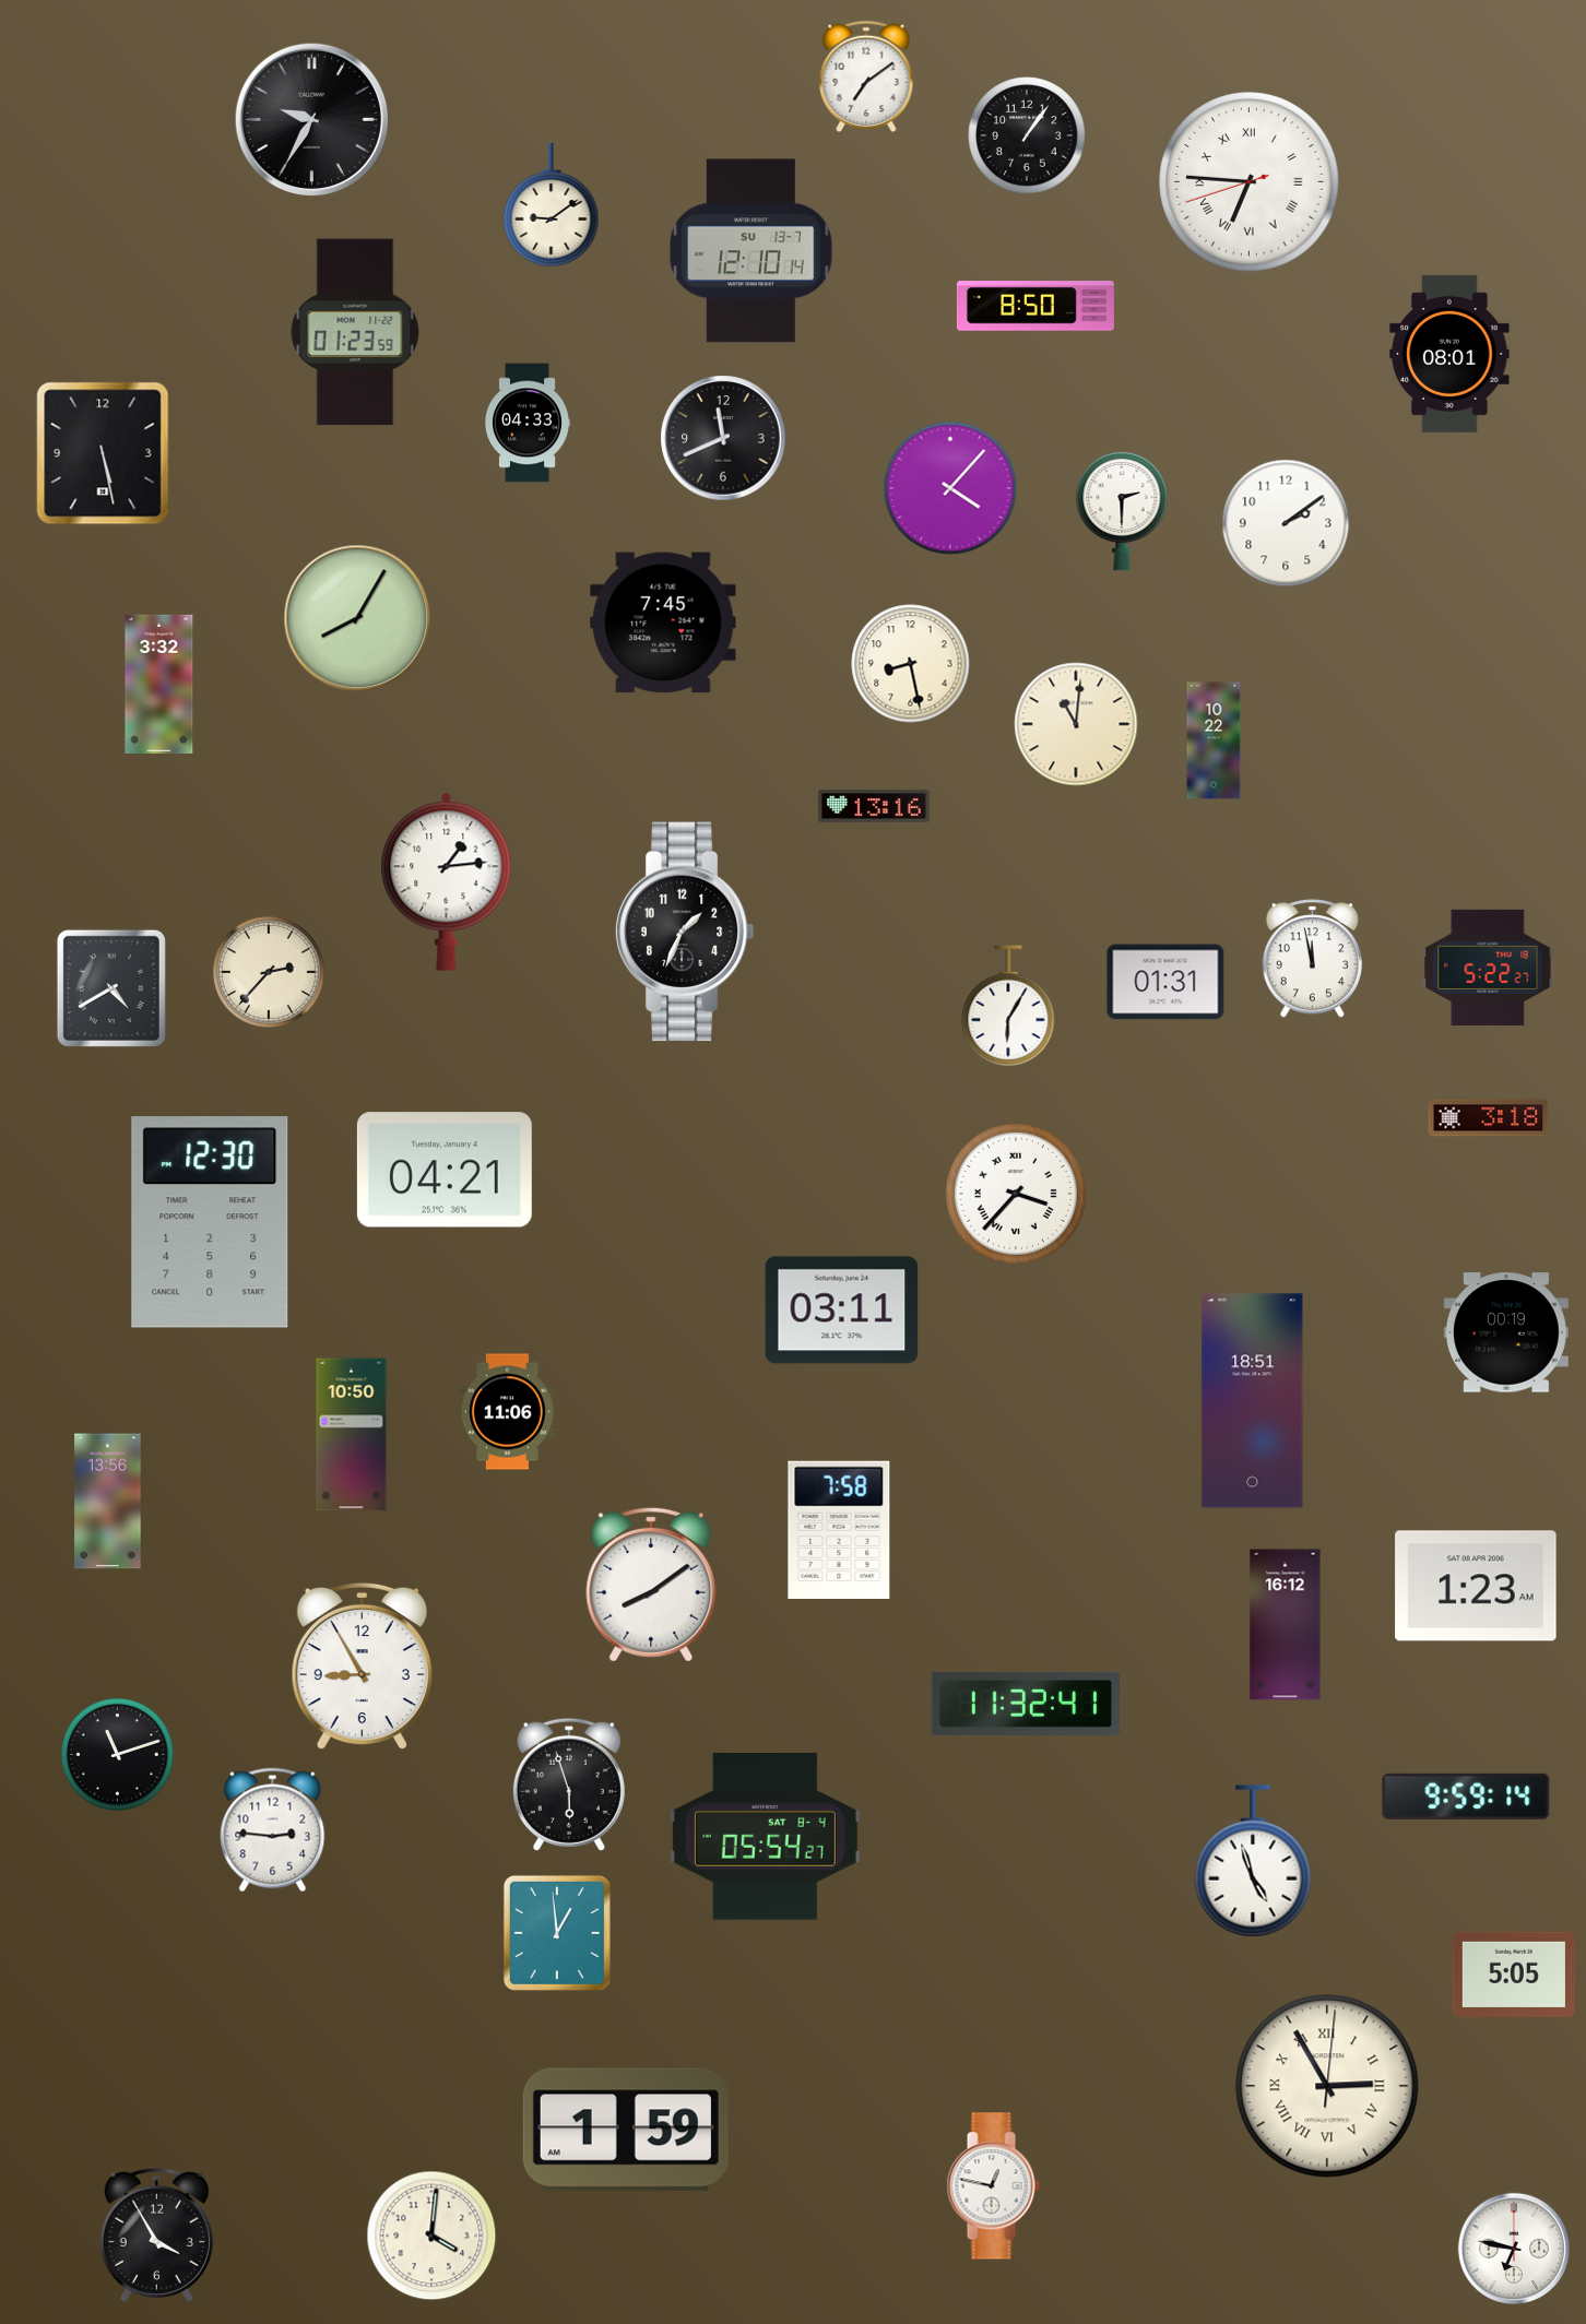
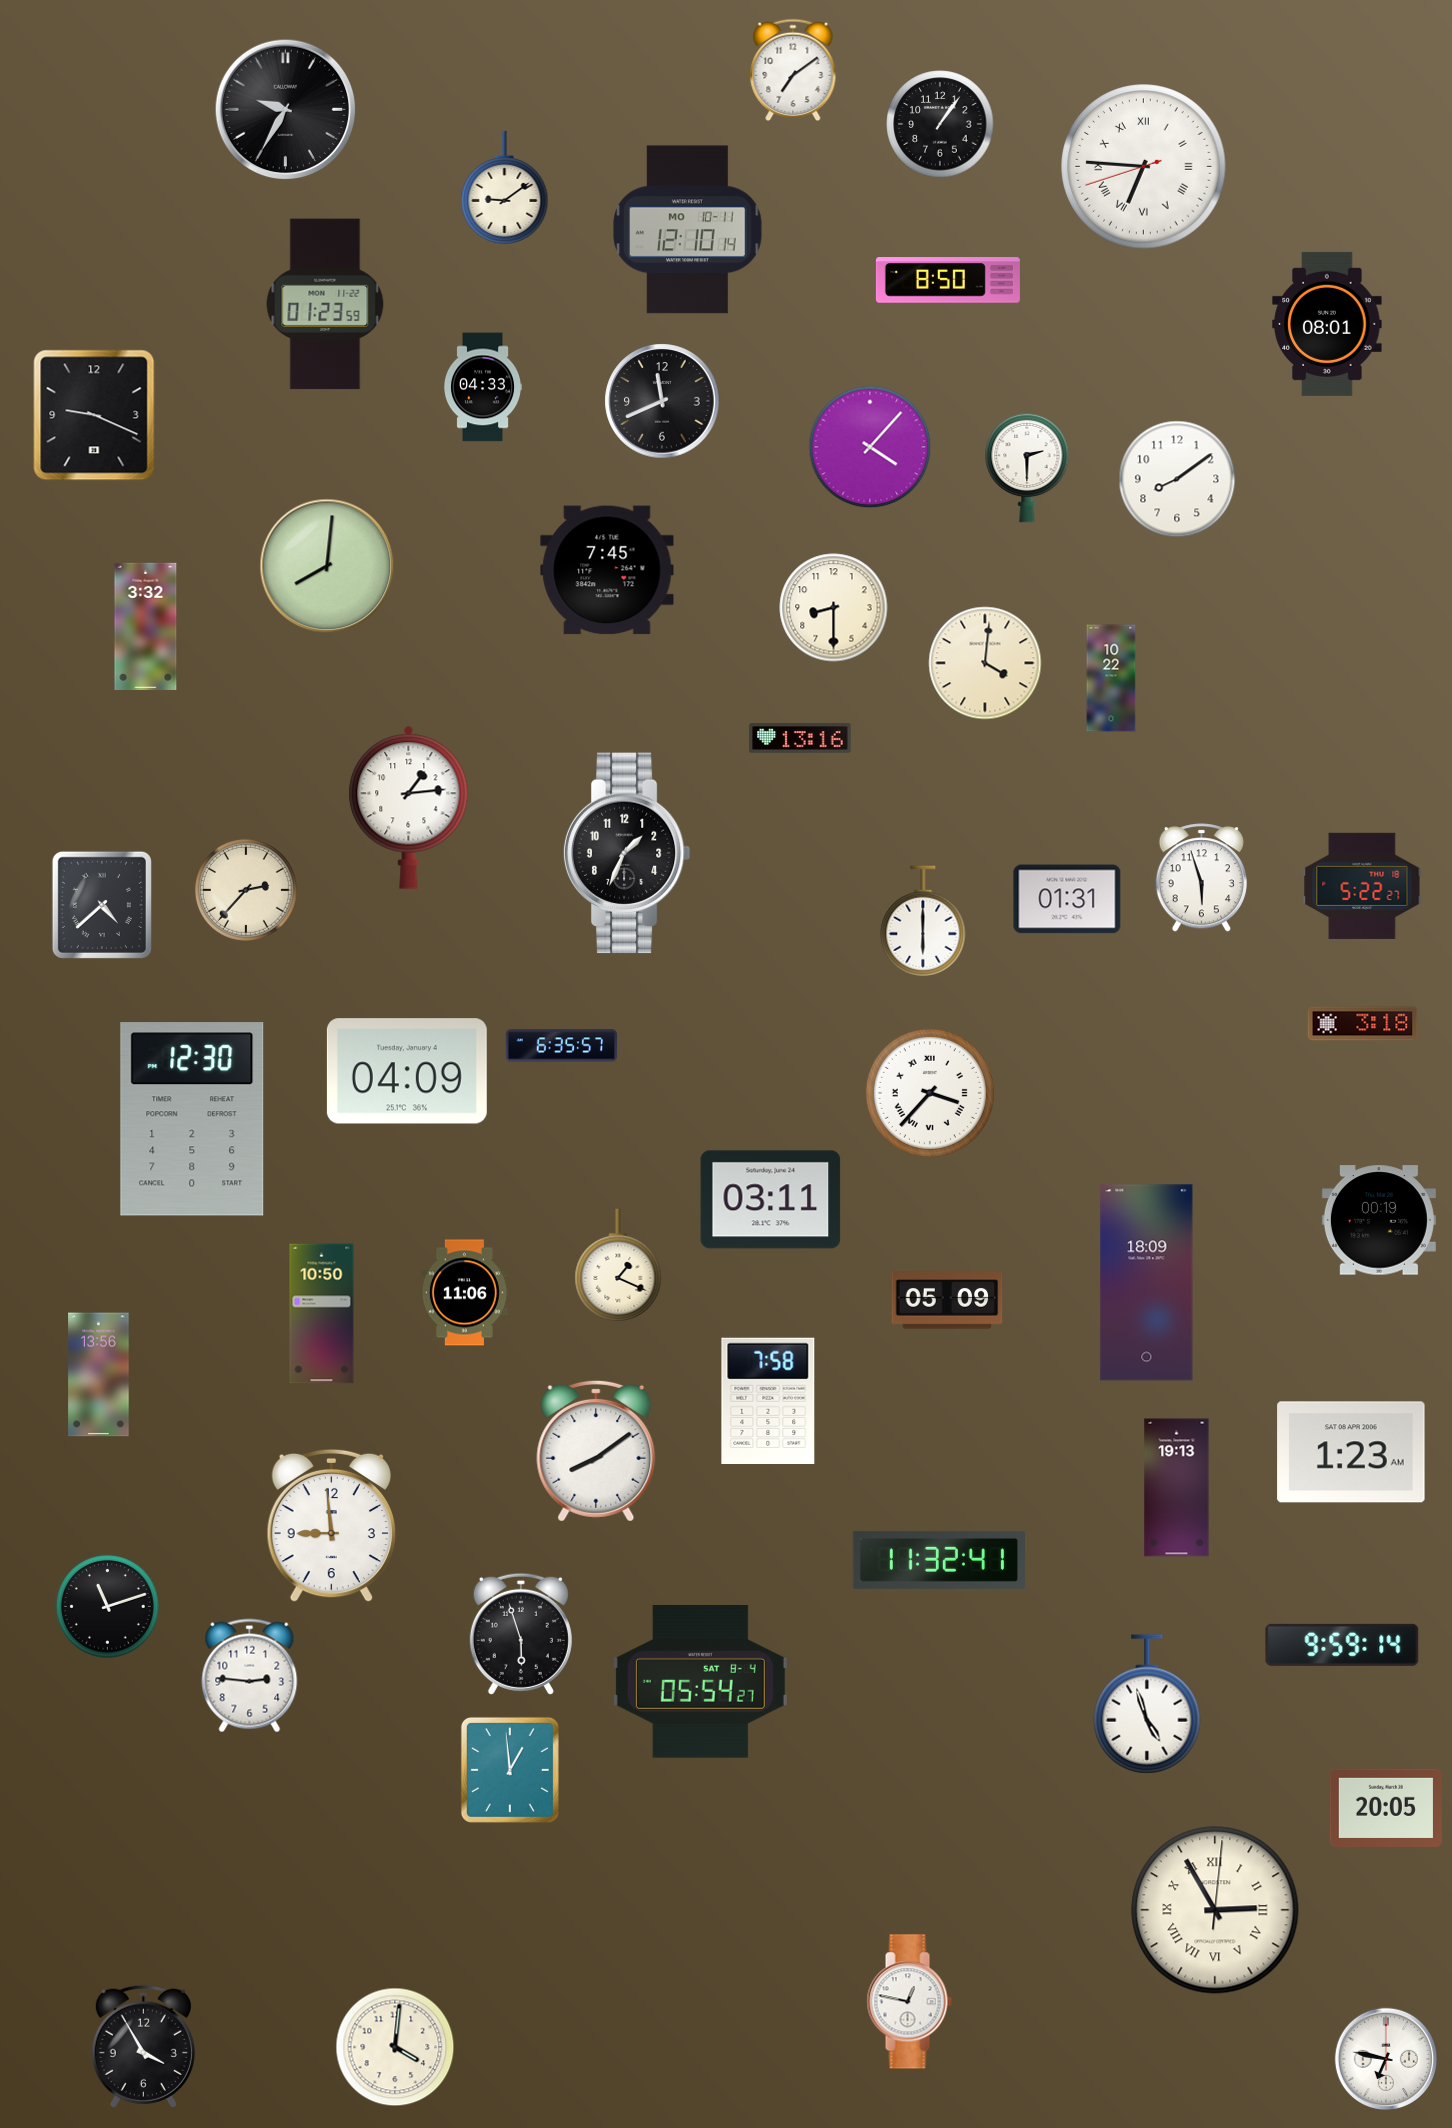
clock at (751, 251) date: SU 13-7 -> MO 10-11
clock at (103, 453): 5:28 -> 9:19
clock at (1286, 523): 2:09 -> 8:09
clock at (357, 618): 8:05 -> 8:01
clock at (911, 664): 8:28 -> 8:30
clock at (1076, 724): 11:01 -> 4:01
clock at (1312, 959): 11:58 -> 5:57
clock at (111, 988): 4:40 -> 4:38
clock at (1008, 1006): 6:05 -> 6:00
clock at (562, 1046): none -> 6:35
clock at (445, 1170): 04:21 -> 04:09
clock at (618, 1265): none -> 1:19
clock at (1253, 1401): 18:51 -> 18:09
clock at (947, 1300): none -> 05:09
clock at (1286, 1625): 16:12 -> 19:13
clock at (362, 1667): 8:55 -> 8:59
clock at (1514, 1975): 5:05 -> 20:05
clock at (626, 2130): 1:59 -> none
